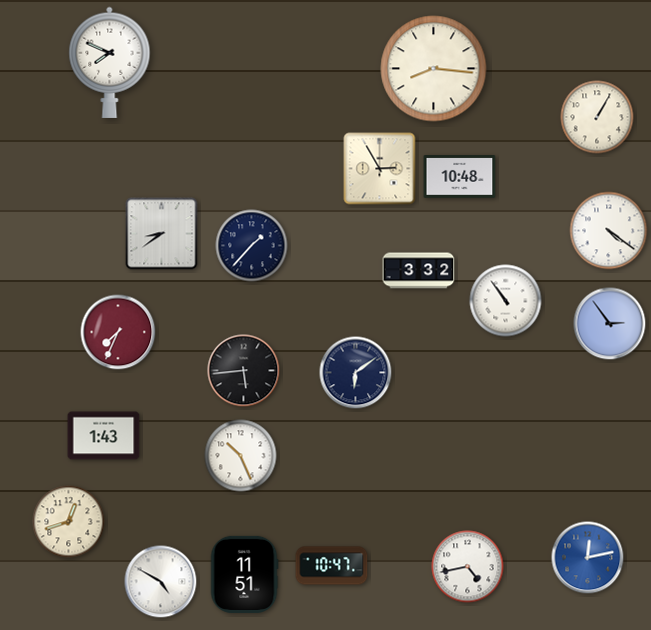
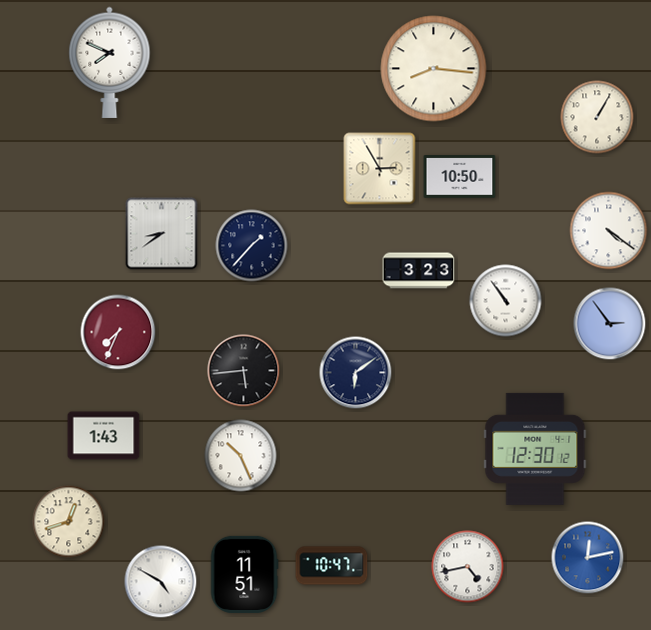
clock at (460, 177): 10:48 -> 10:50
clock at (419, 271): 3:32 -> 3:23
clock at (535, 449): none -> 12:30
